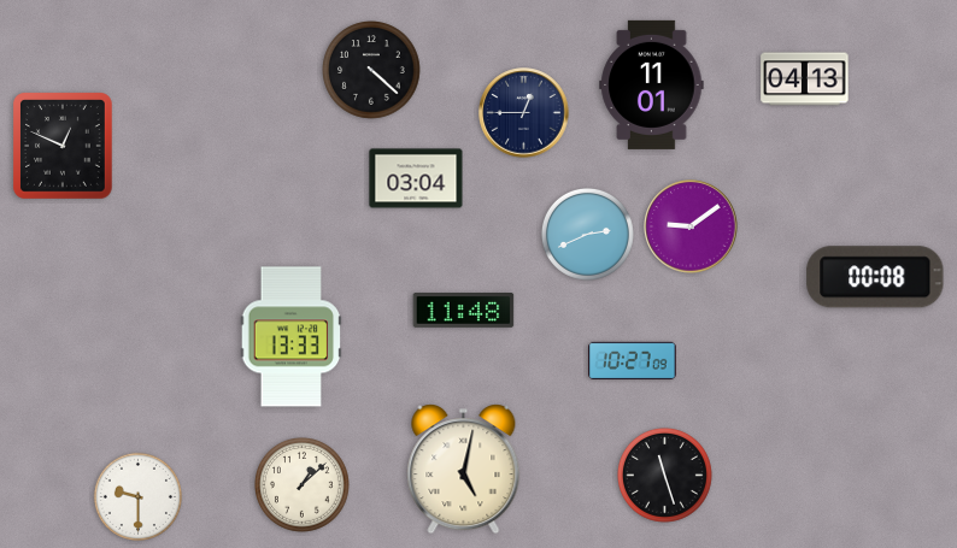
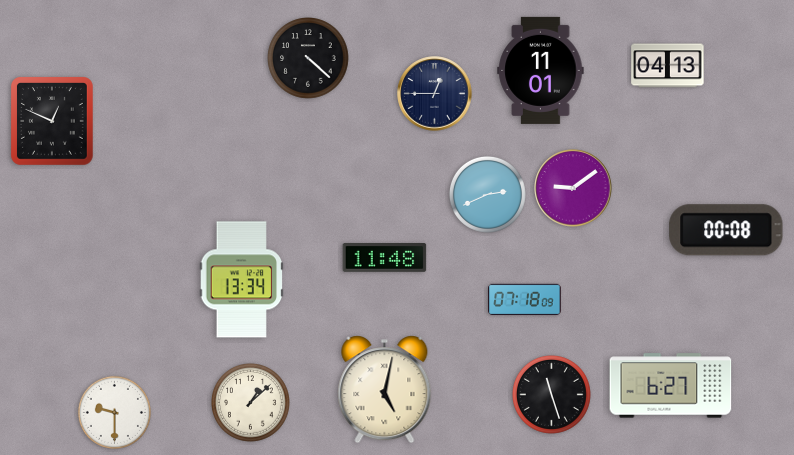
clock at (416, 178): 03:04 -> none
clock at (292, 337): 13:33 -> 13:34
clock at (633, 360): 10:27 -> 07:18
clock at (671, 386): none -> 6:27
